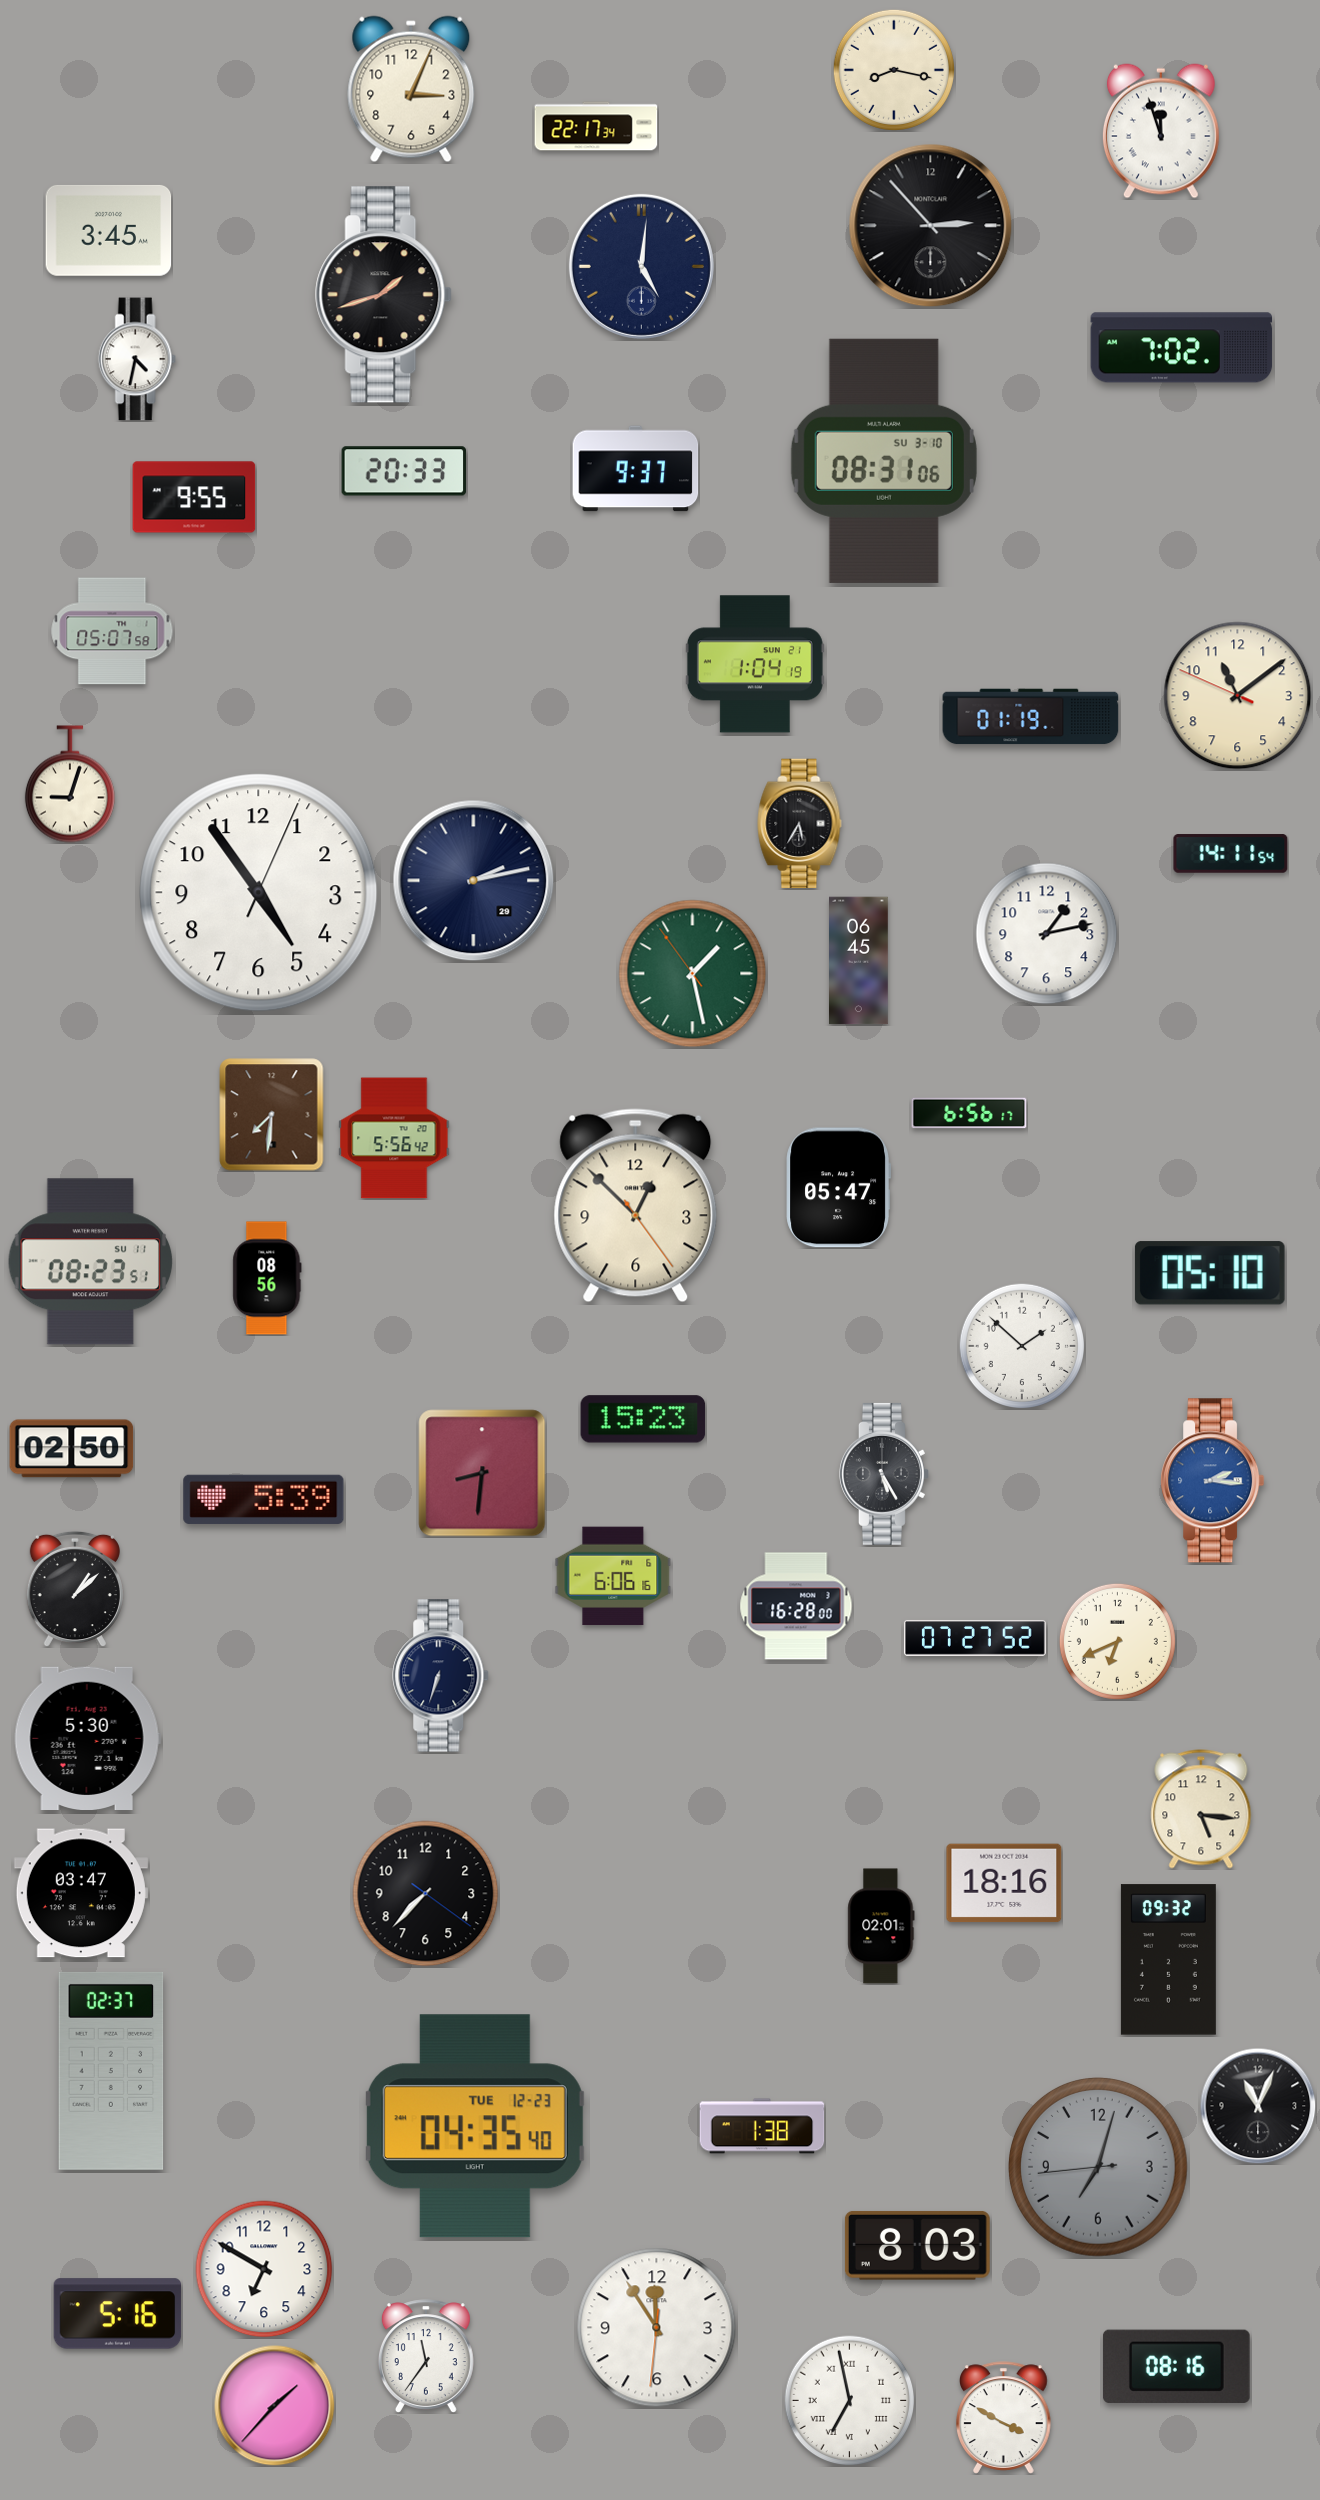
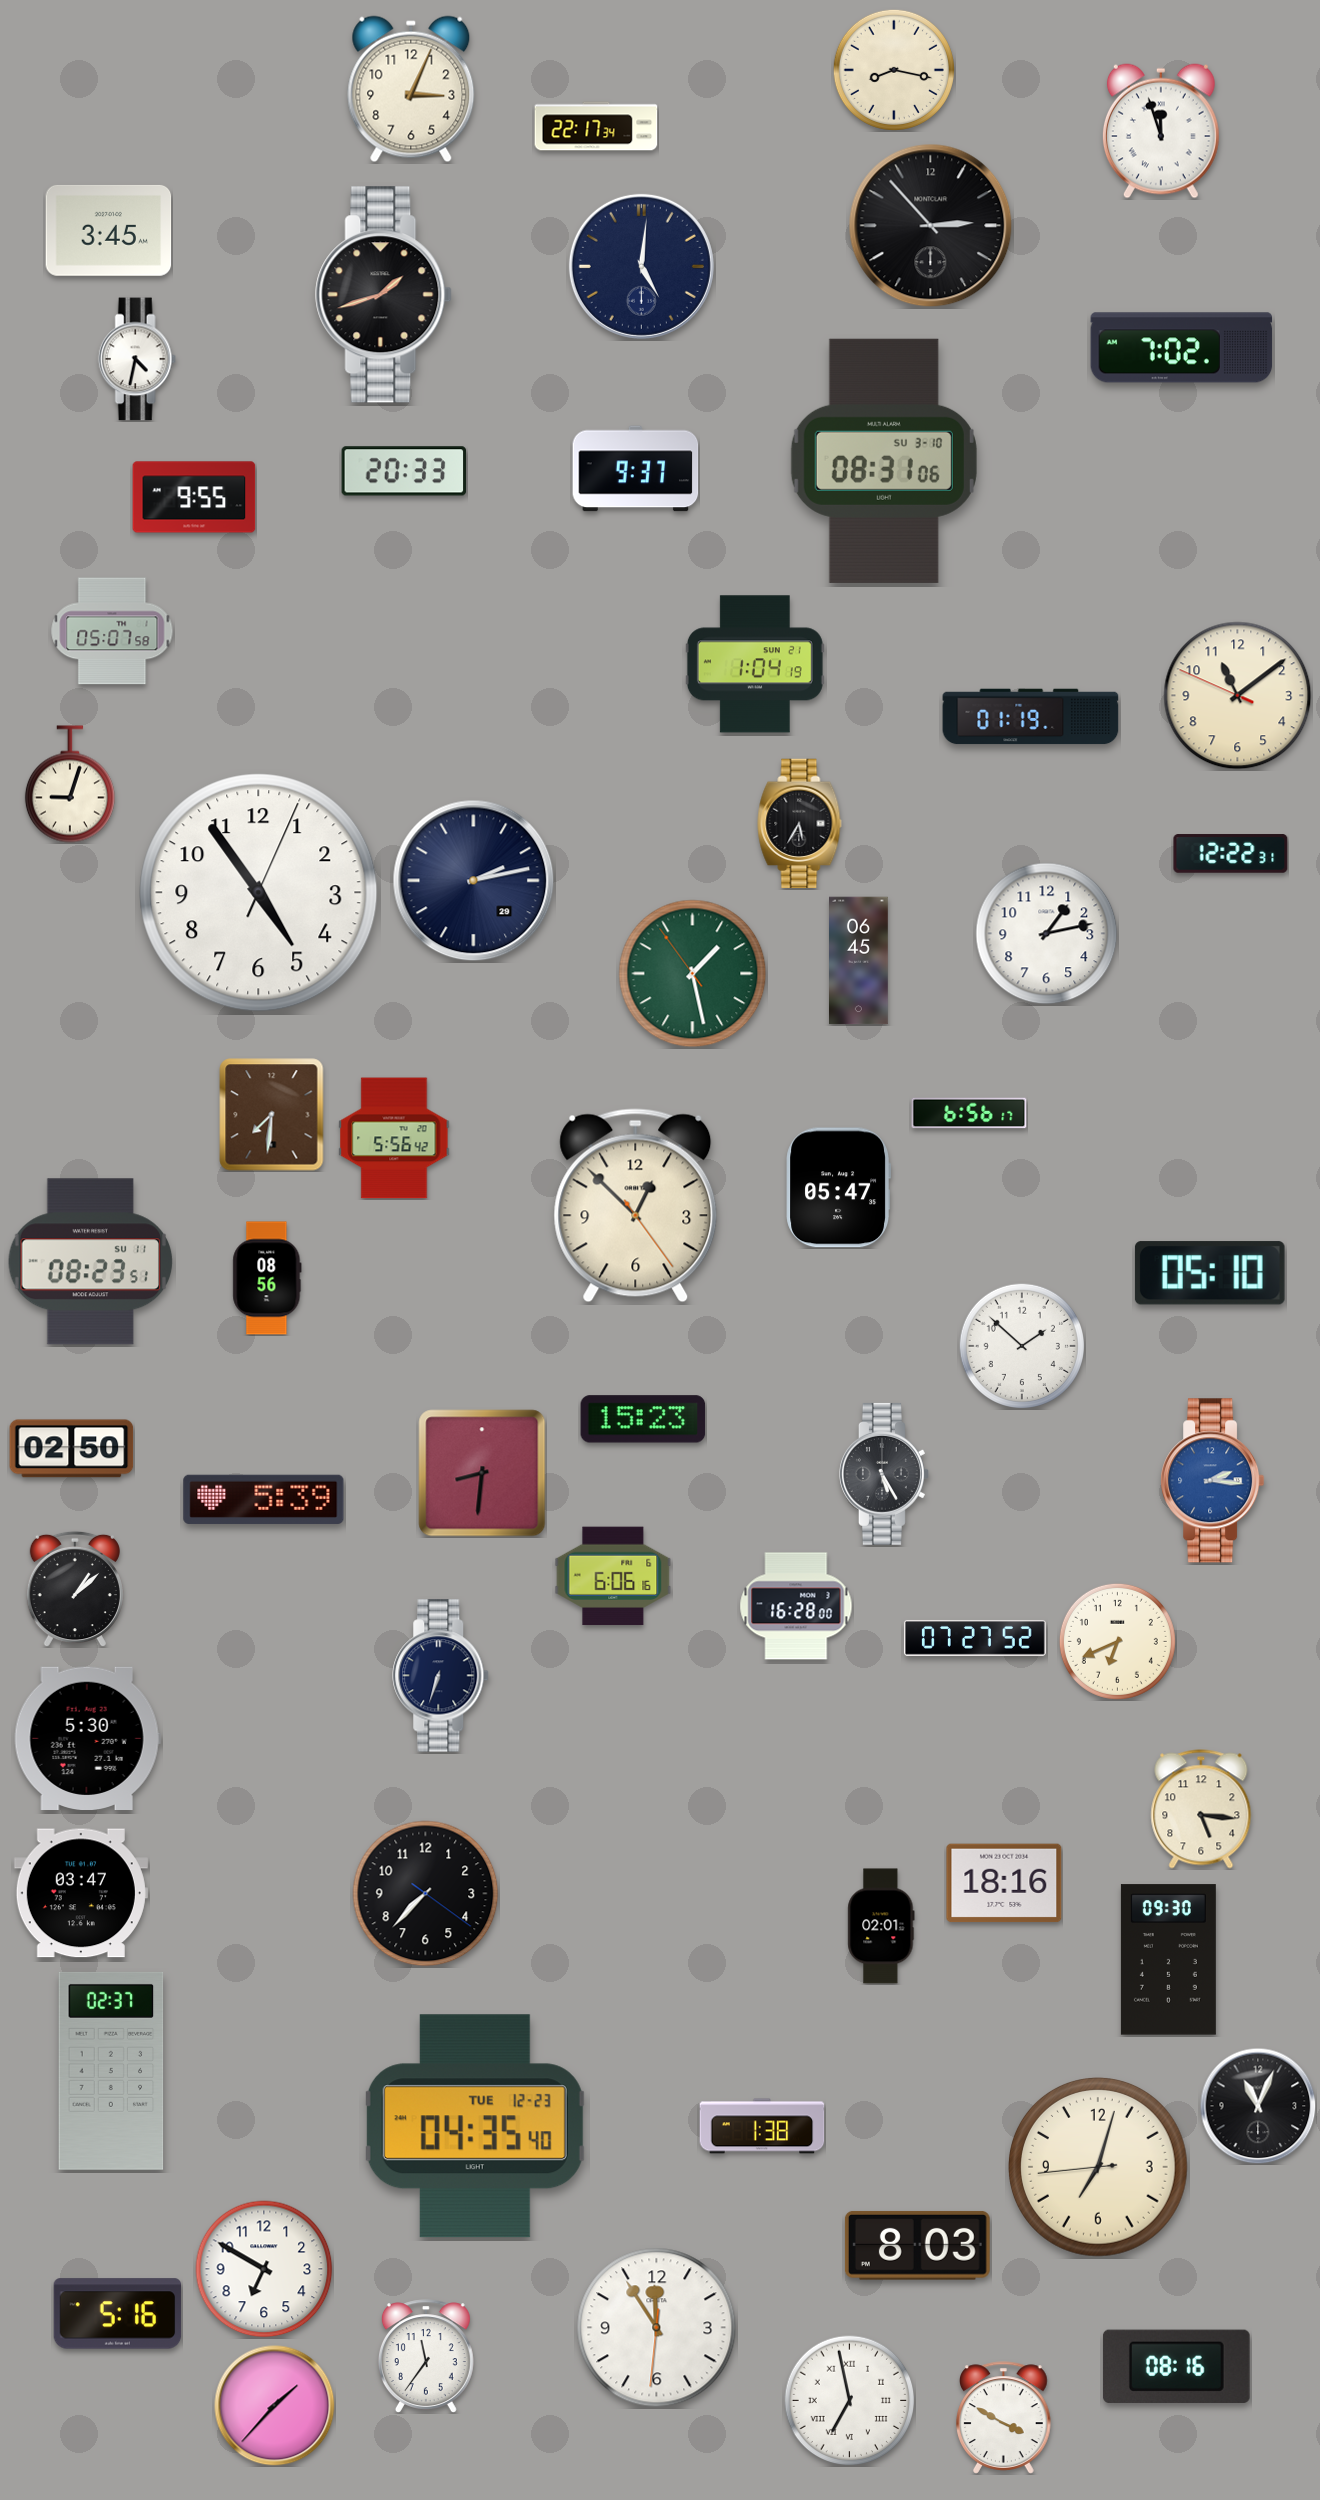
clock at (1231, 854): 14:11 -> 12:22
clock at (1168, 1960): 09:32 -> 09:30
clock at (1099, 2168) dial: grey -> cream
